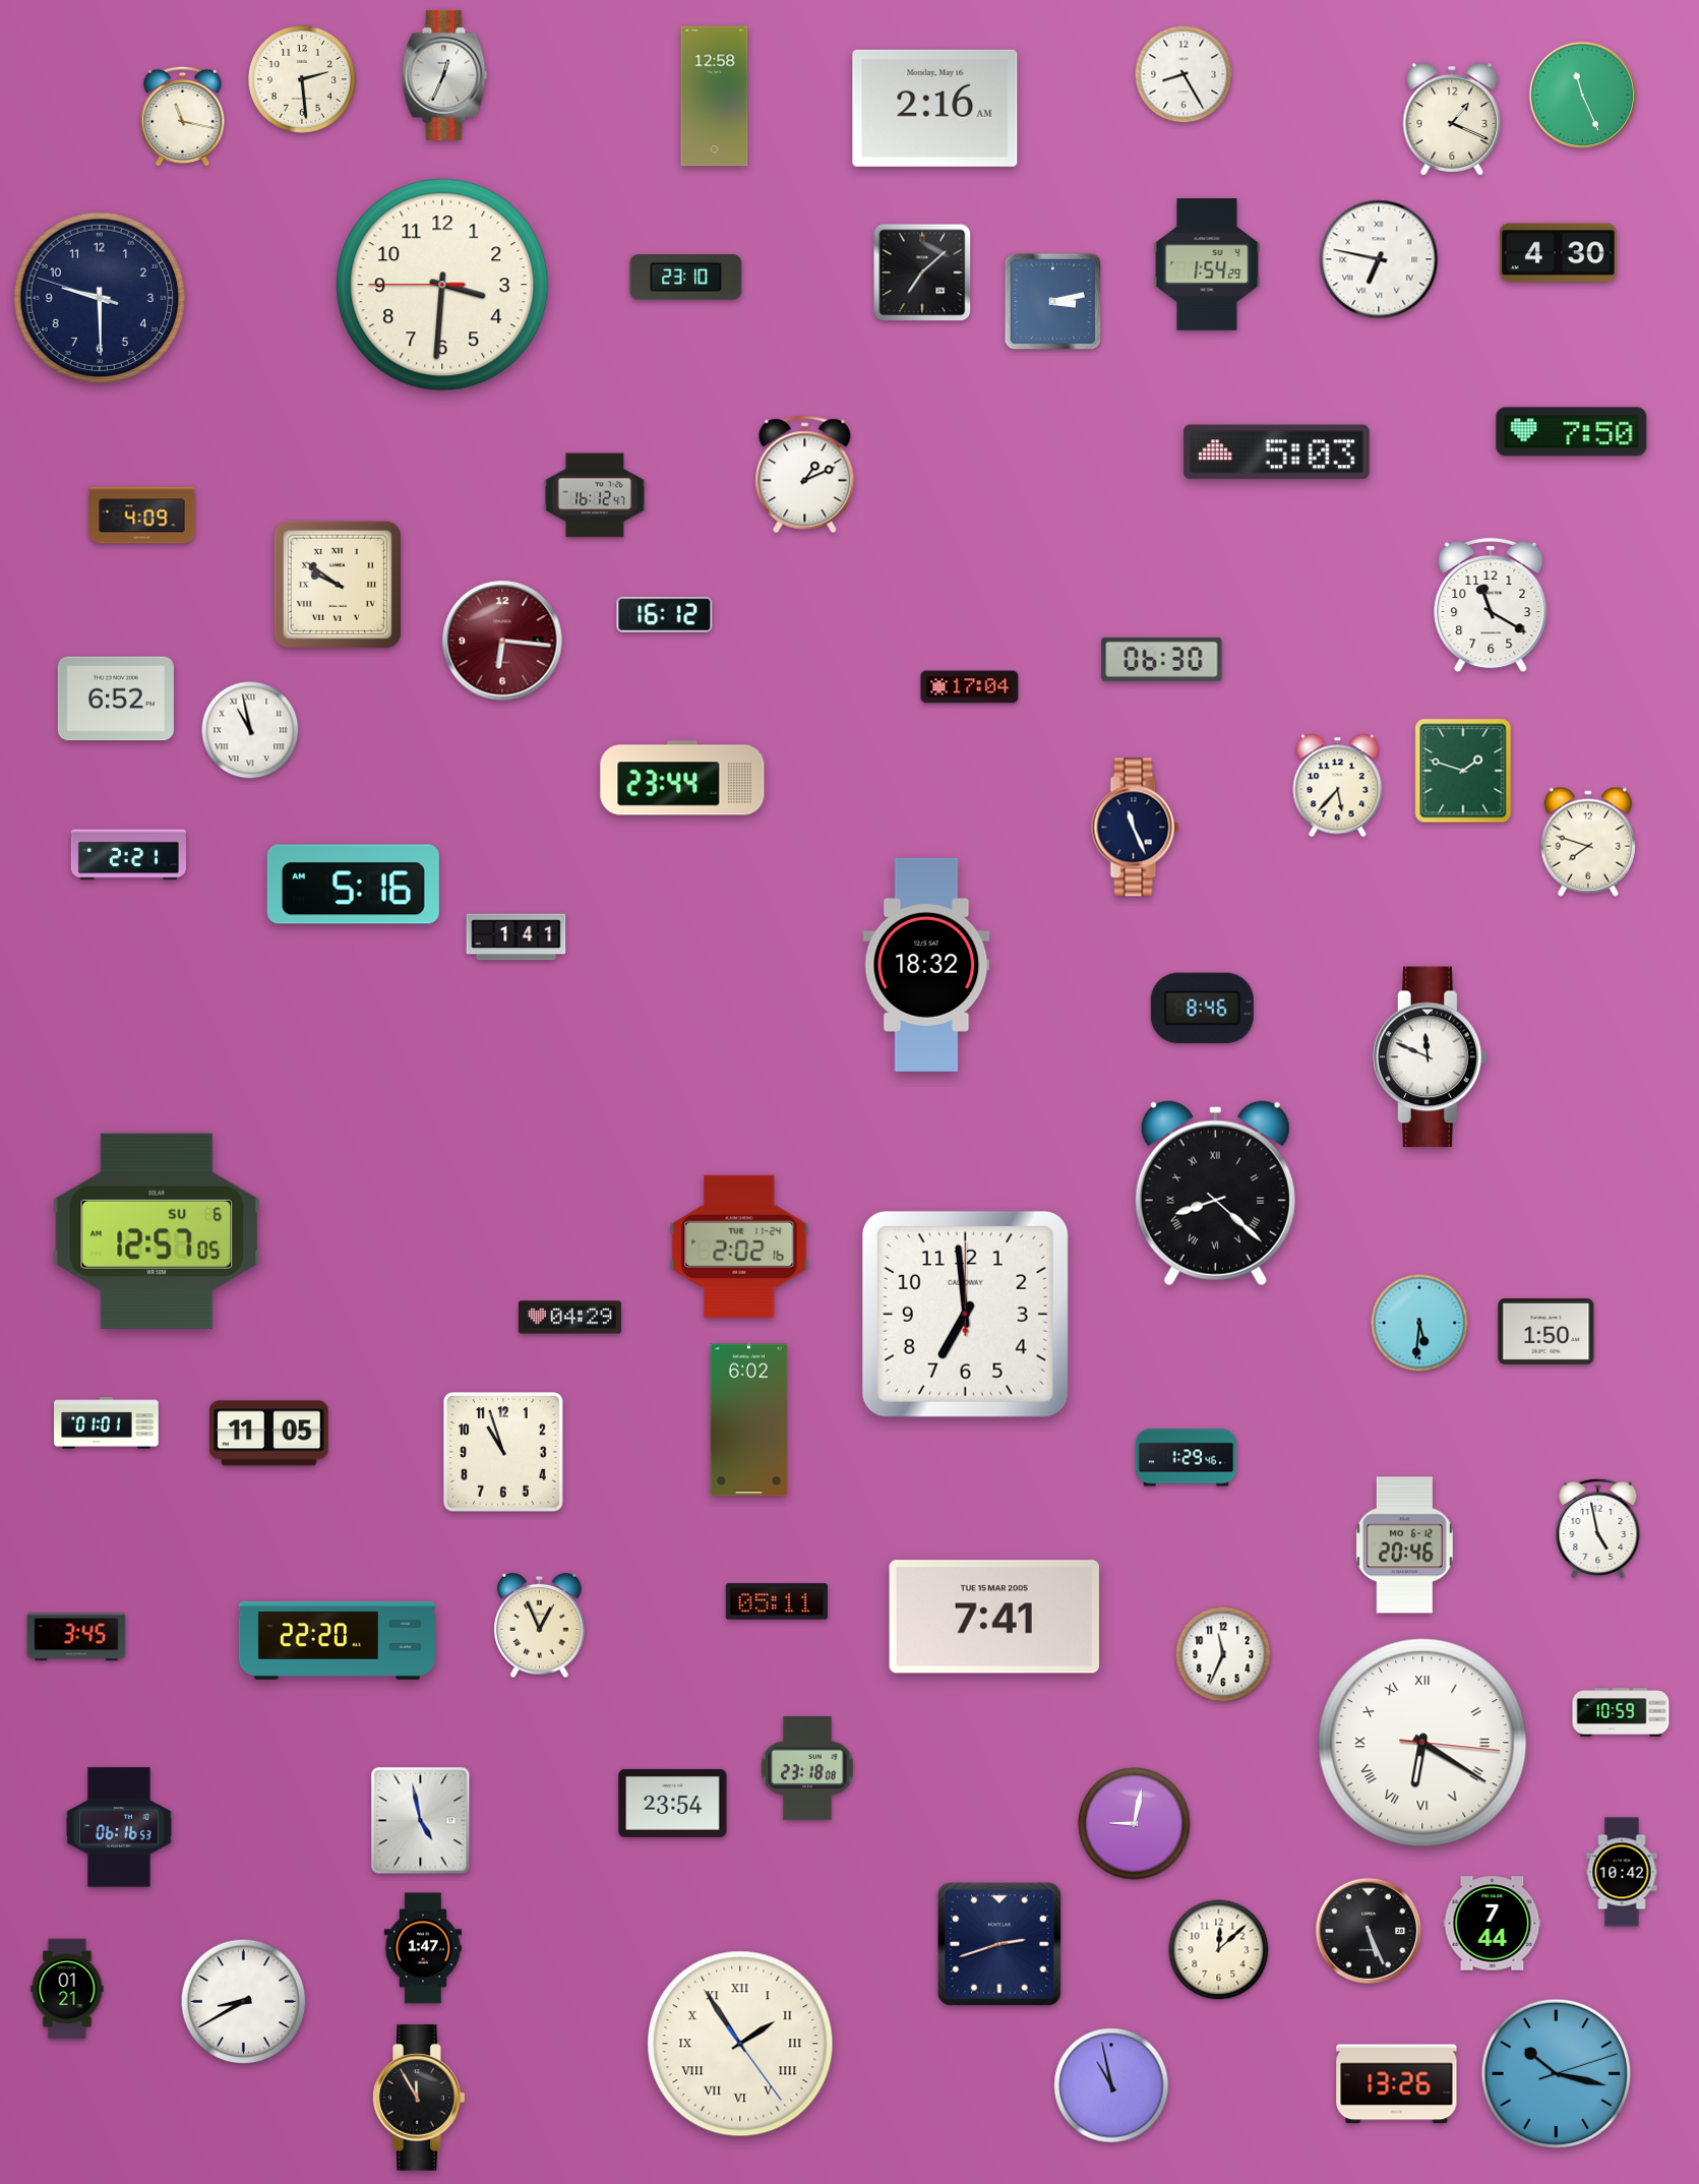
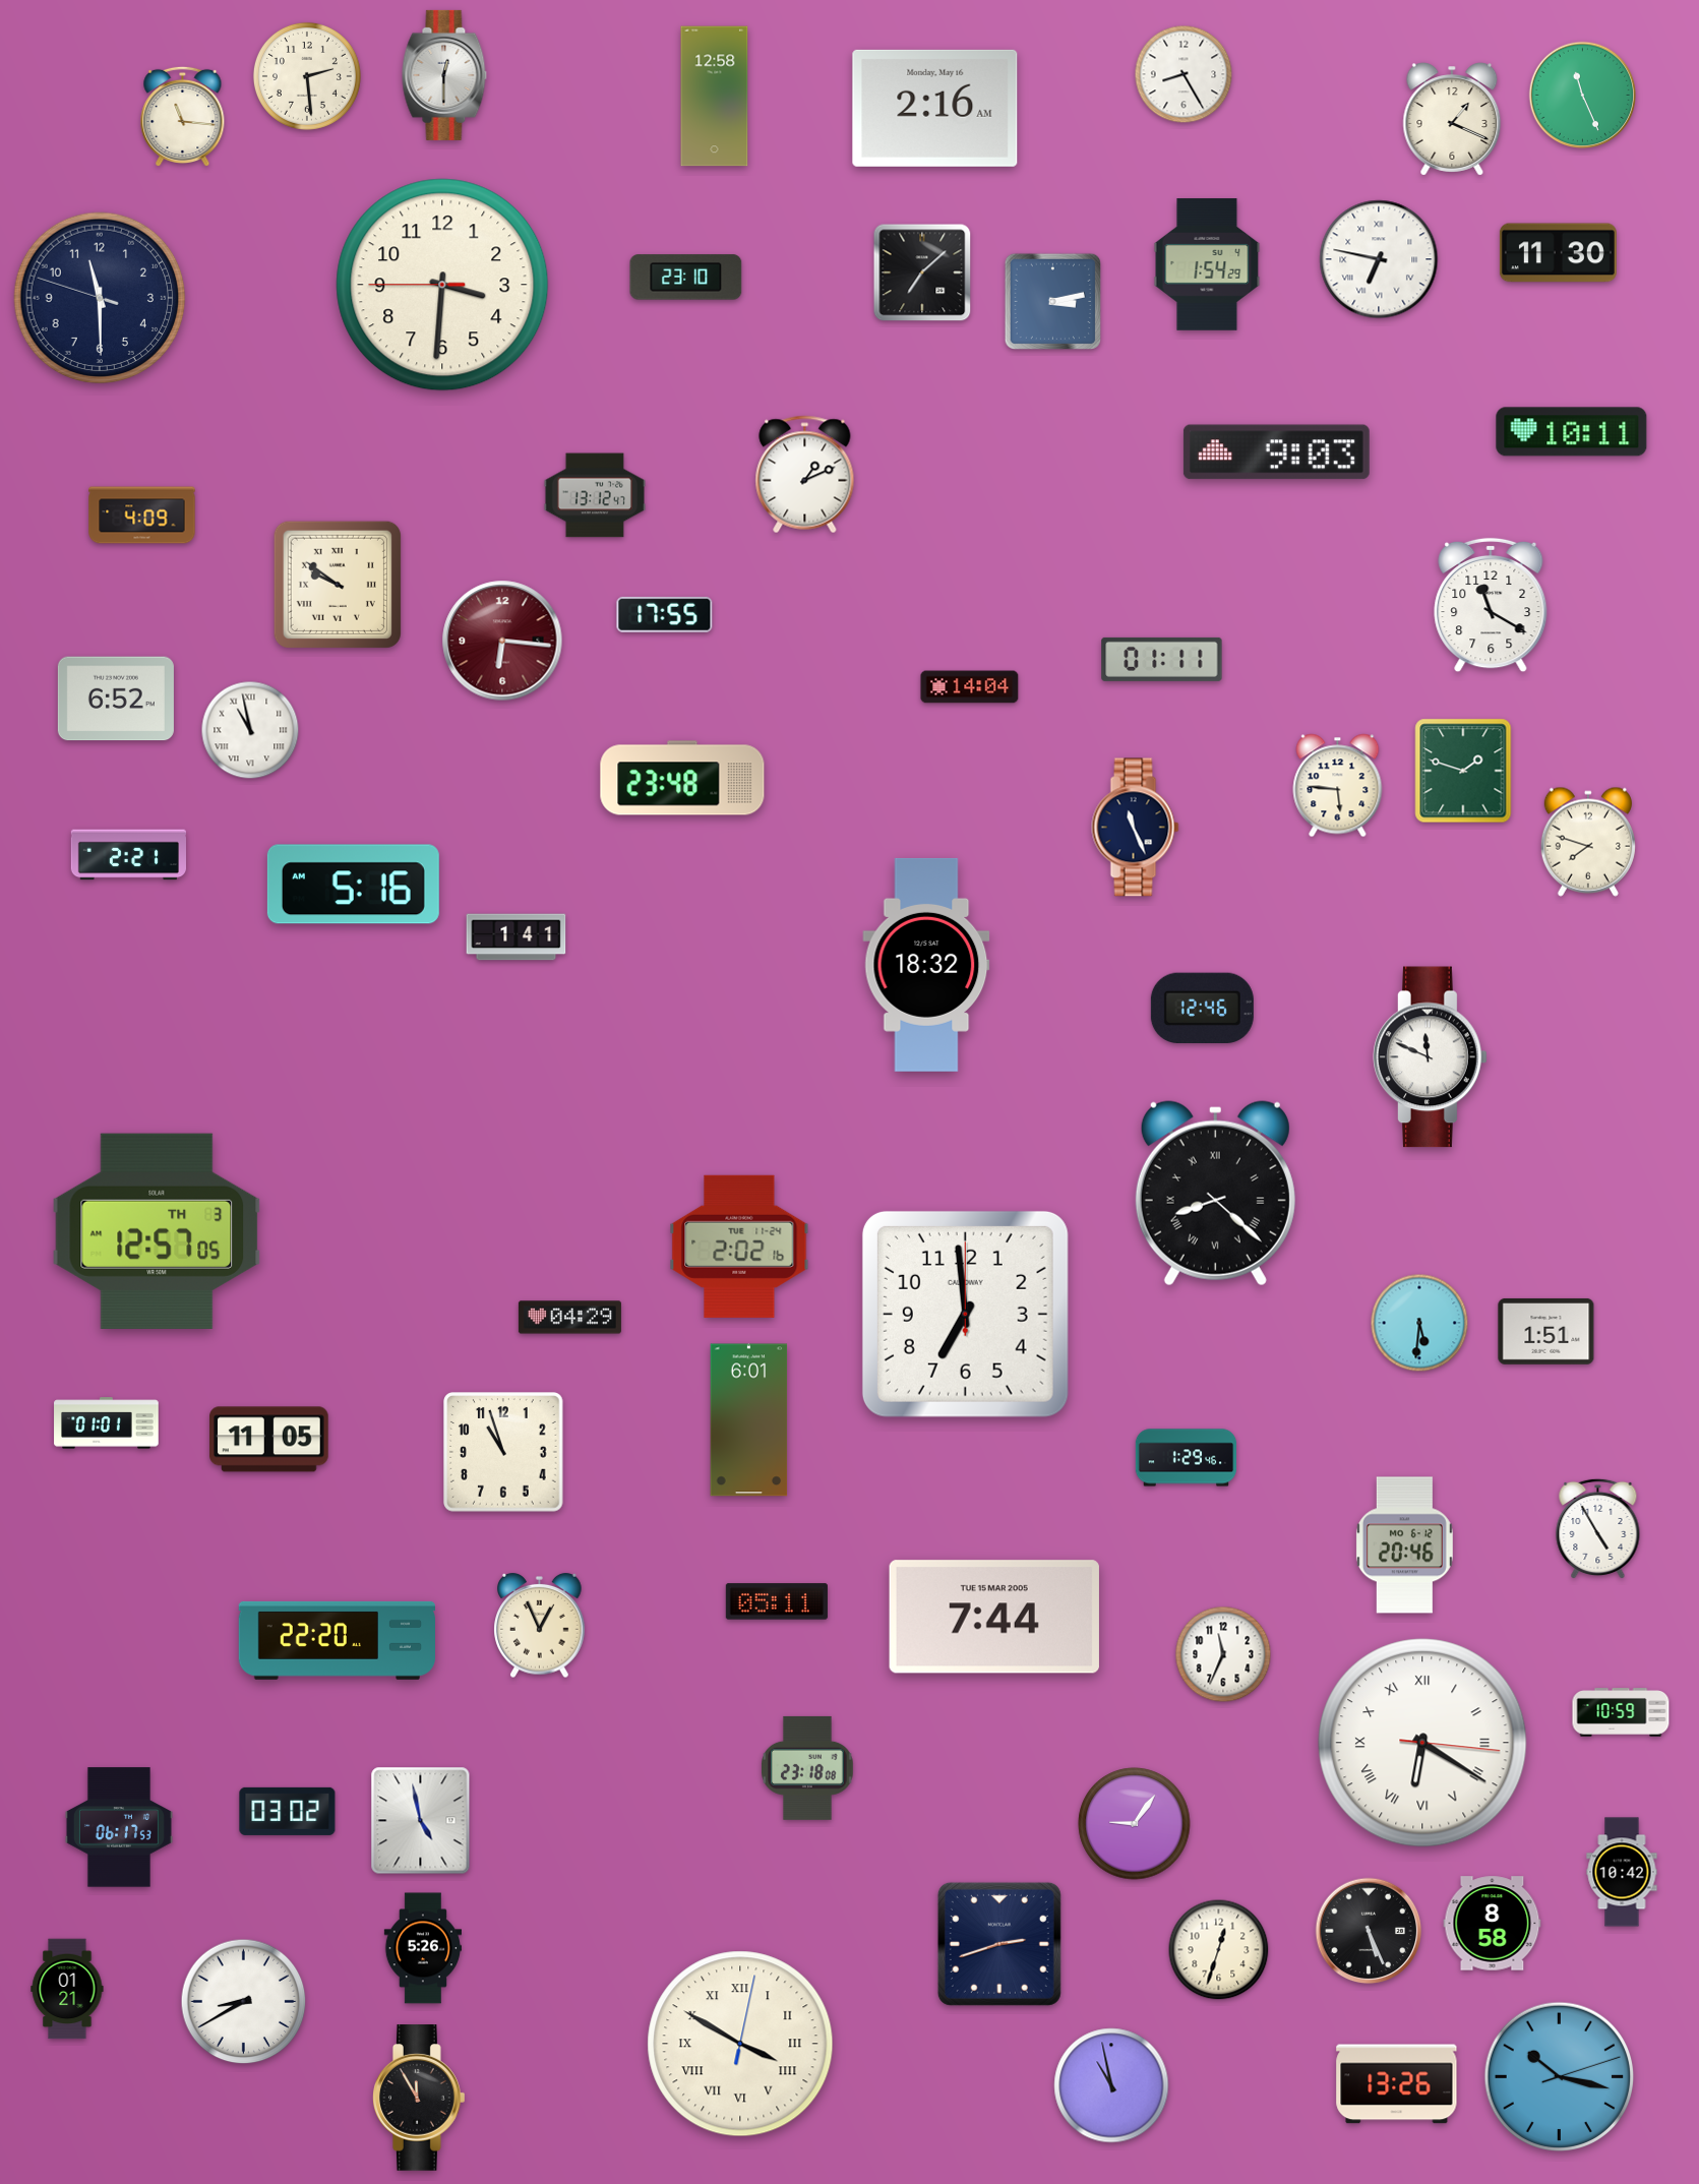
clock at (444, 75): 12:34 -> 12:30
clock at (302, 79) position: (302, 79) -> (307, 76)
clock at (183, 117): 11:17 -> 11:16
clock at (1558, 253): 4:30 -> 11:30
clock at (100, 298): 9:29 -> 11:29
clock at (1572, 432): 7:50 -> 10:11
clock at (1276, 452): 5:03 -> 9:03
clock at (595, 495): 16:12 -> 13:12
clock at (665, 614): 16:12 -> 17:55
clock at (1162, 659): 06:30 -> 01:11
clock at (970, 687): 17:04 -> 14:04
clock at (682, 778): 23:44 -> 23:48
clock at (1338, 786): 5:37 -> 5:46
clock at (1202, 1008): 8:46 -> 12:46
clock at (157, 1231) date: SU 6 -> TH 3
clock at (1546, 1331): 1:50 -> 1:51
clock at (749, 1420): 6:02 -> 6:01
clock at (269, 1434) position: (269, 1434) -> (269, 1440)
clock at (1598, 1529): 4:58 -> 4:55
clock at (994, 1617): 7:41 -> 7:44
clock at (76, 1637): 3:45 -> none
clock at (673, 1803): 23:54 -> none
clock at (288, 1811): none -> 03:02
clock at (1135, 1824): 9:02 -> 9:06
clock at (119, 1827): 06:16 -> 06:17
clock at (1493, 1924): 7:44 -> 8:58
clock at (422, 1948): 1:47 -> 5:26
clock at (1219, 1950): 12:08 -> 12:33
clock at (740, 2044): 1:54 -> 3:50
clock at (1557, 2074) position: (1557, 2074) -> (1560, 2077)
